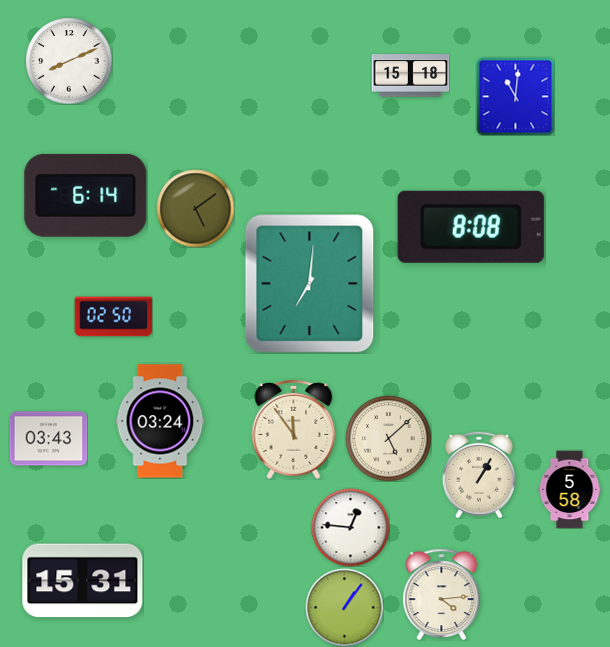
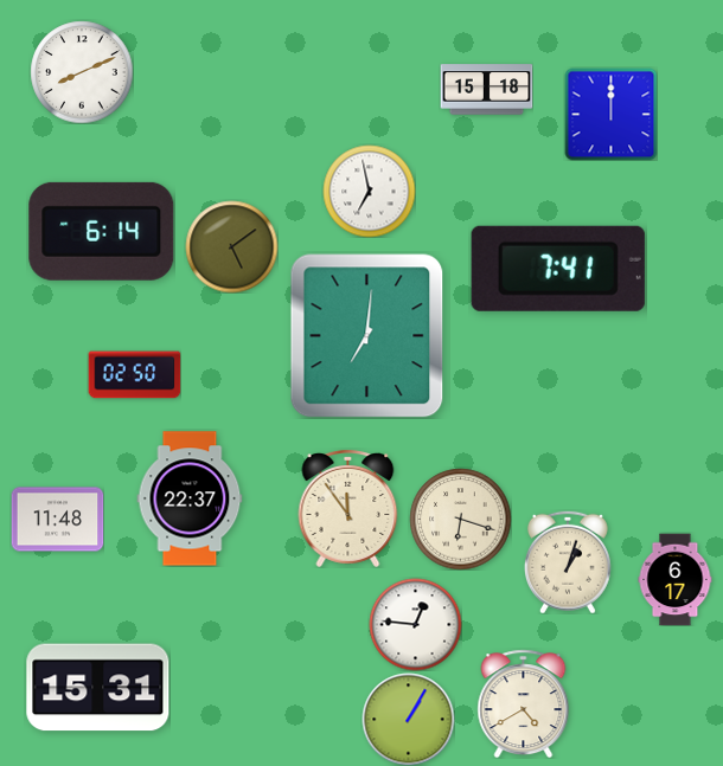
clock at (515, 96): 11:01 -> 12:00
clock at (369, 191): none -> 6:58
clock at (471, 227): 8:08 -> 7:41
clock at (160, 421): 03:24 -> 22:37
clock at (388, 438): 5:08 -> 6:18
clock at (48, 439): 03:43 -> 11:48
clock at (479, 475): 1:05 -> 1:03
clock at (570, 489): 5:58 -> 6:17
clock at (442, 594): 4:14 -> 4:40
clock at (344, 607): 1:06 -> 1:05
